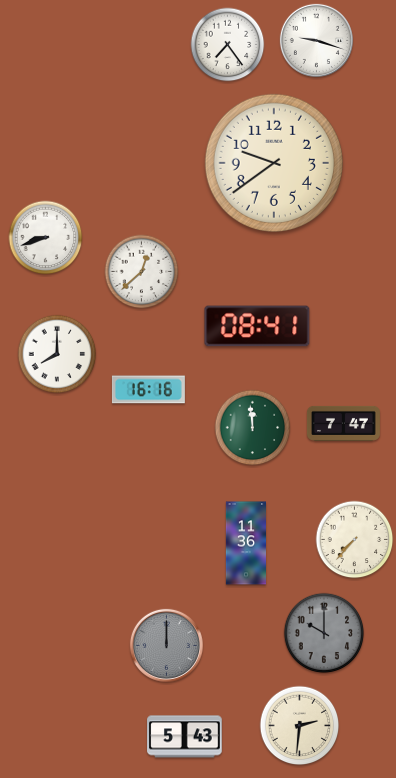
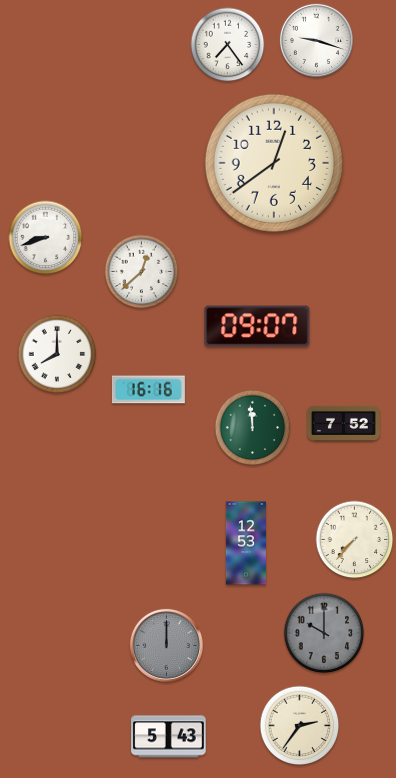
clock at (274, 163): 9:39 -> 12:39
clock at (257, 326): 08:41 -> 09:07
clock at (343, 423): 7:47 -> 7:52
clock at (245, 543): 11:36 -> 12:53
clock at (300, 726): 2:31 -> 2:36
clock at (185, 737) position: (185, 737) -> (169, 737)
